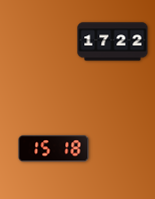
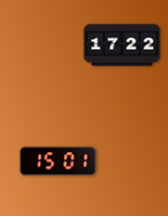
clock at (54, 149): 15:18 -> 15:01
